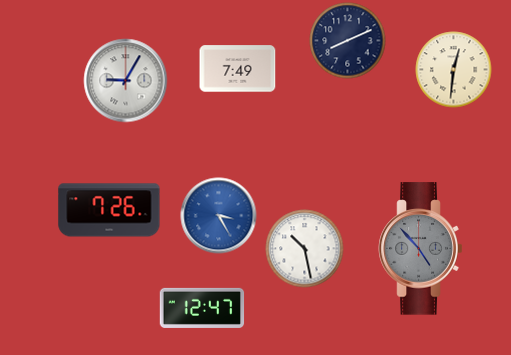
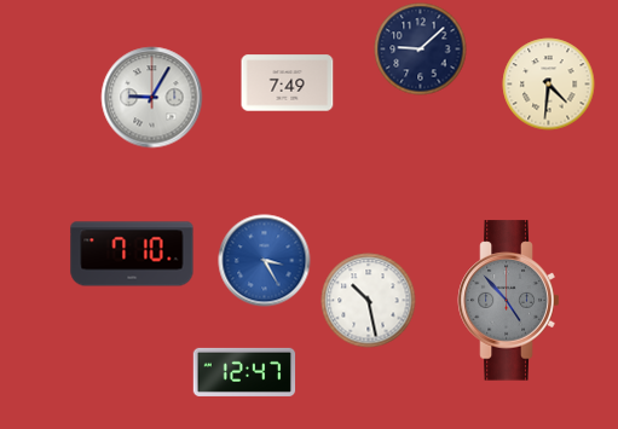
clock at (348, 41): 8:11 -> 9:08
clock at (454, 70): 12:31 -> 4:31
clock at (109, 210): 7:26 -> 7:10
